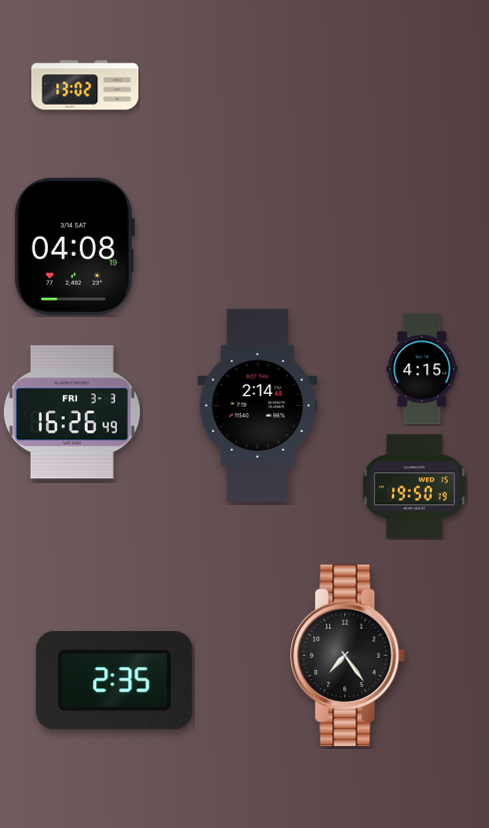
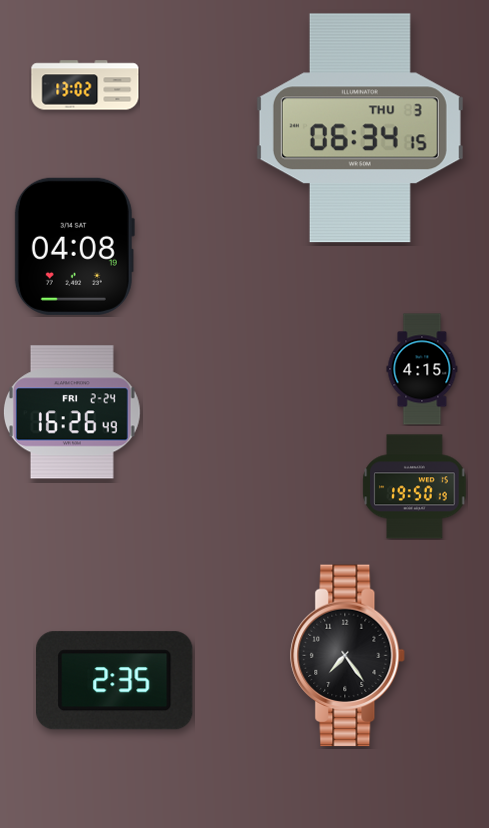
clock at (360, 128): none -> 06:34
clock at (258, 405): 2:14 -> none
clock at (72, 412) date: FRI 3-3 -> FRI 2-24
